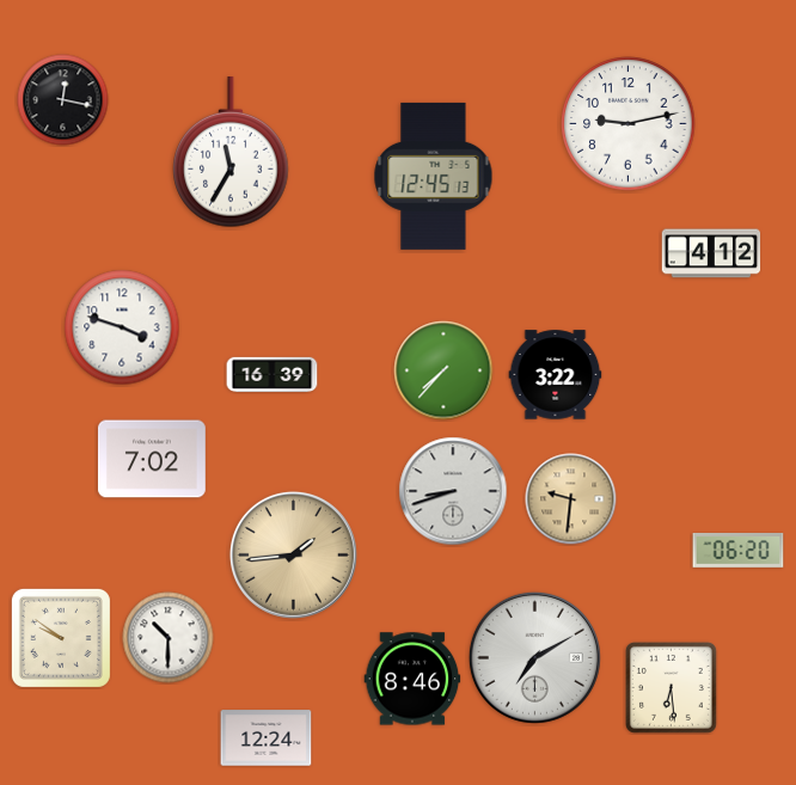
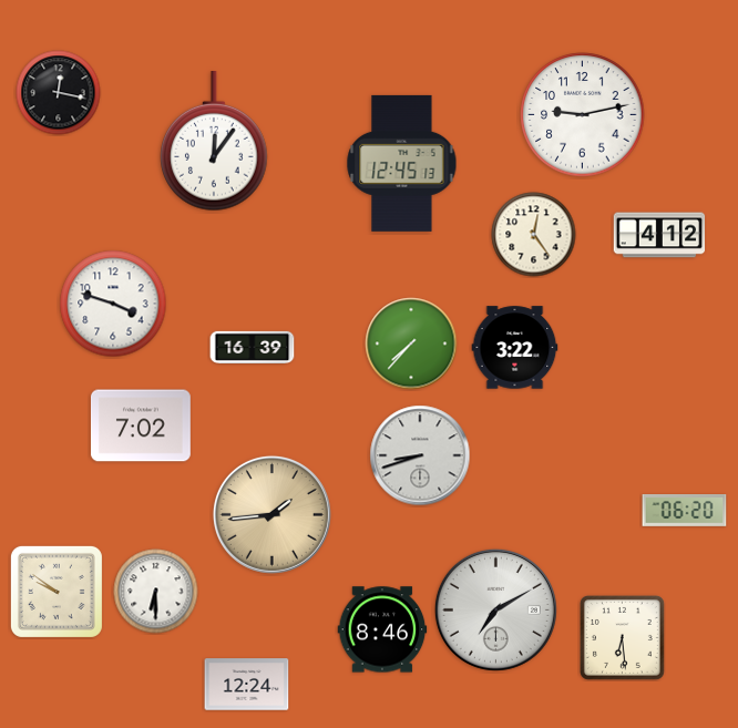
clock at (231, 153): 11:35 -> 12:06
clock at (534, 235): none -> 12:24
clock at (571, 499): 9:31 -> none
clock at (169, 638): 10:30 -> 6:30
